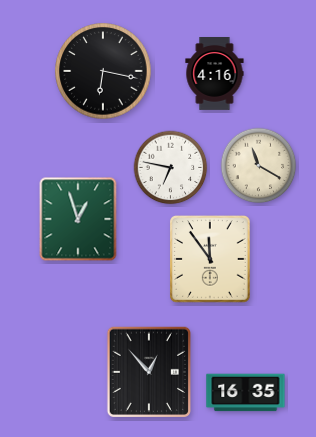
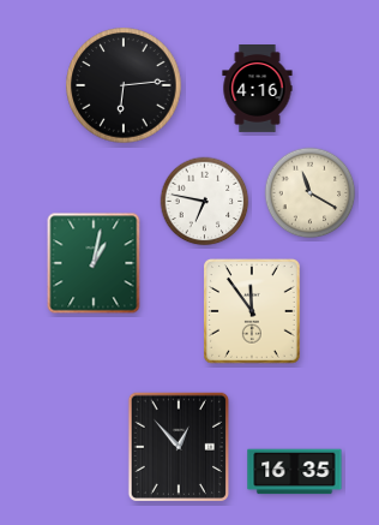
clock at (103, 71): 6:17 -> 6:14
clock at (259, 166) position: (259, 166) -> (311, 193)
clock at (78, 219): 12:57 -> 1:02
